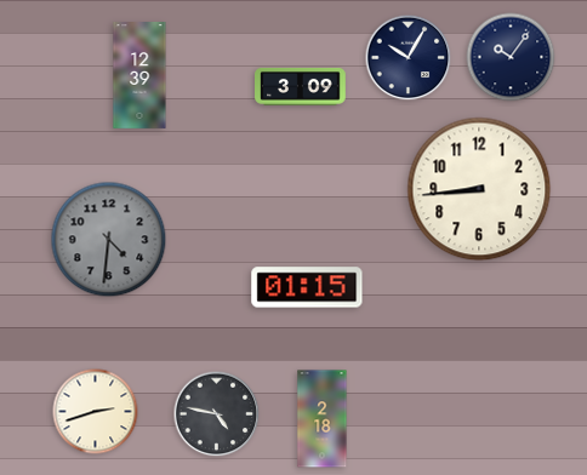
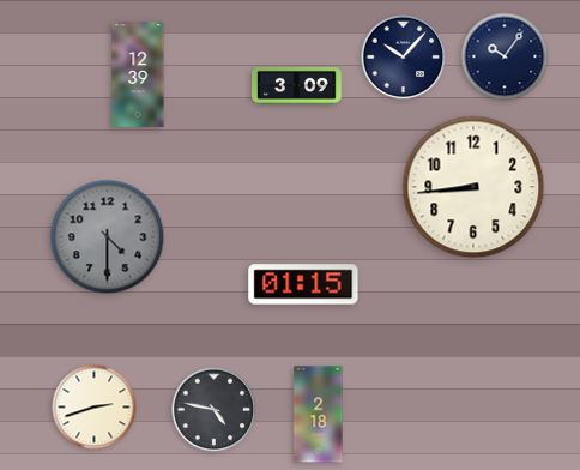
clock at (409, 58): 10:05 -> 10:07
clock at (109, 240): 4:31 -> 4:30
